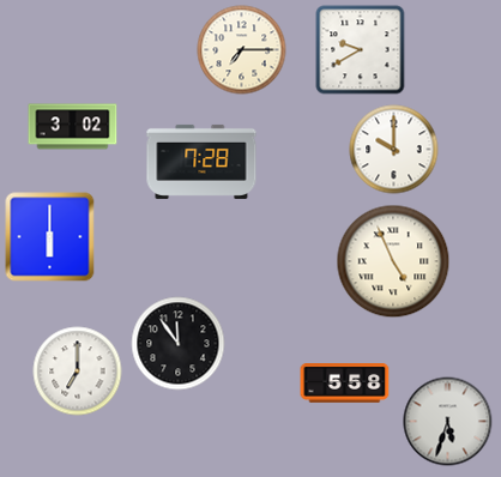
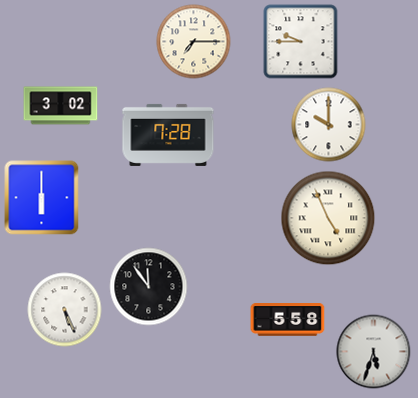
clock at (242, 50) position: (242, 50) -> (194, 42)
clock at (361, 50): 9:40 -> 9:45
clock at (78, 372): 7:00 -> 5:26
